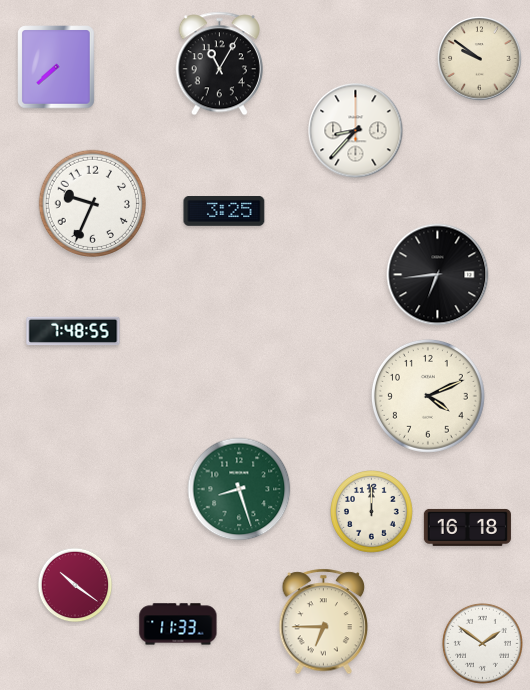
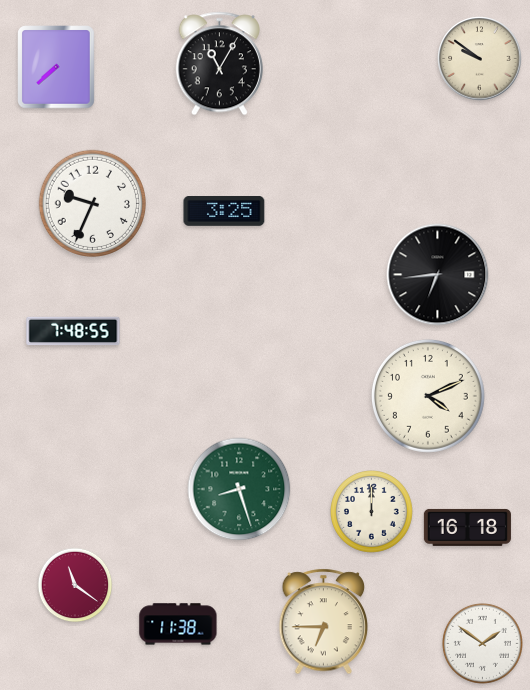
clock at (356, 131): 8:37 -> none
clock at (75, 585): 10:21 -> 11:21
clock at (178, 624): 11:33 -> 11:38
